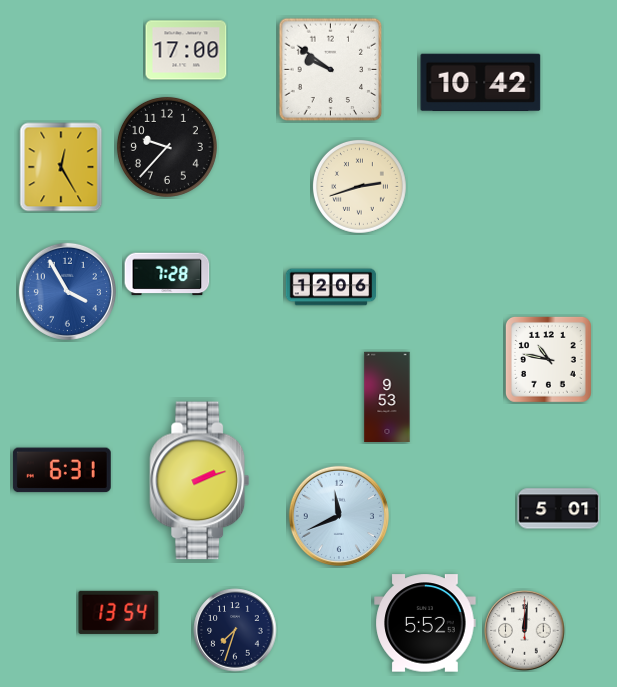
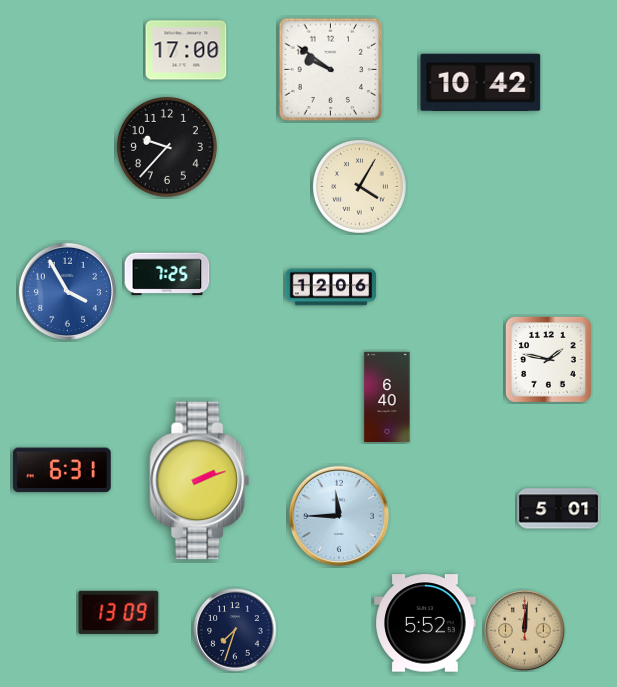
clock at (61, 167): 12:25 -> none
clock at (359, 186): 2:42 -> 4:05
clock at (167, 274): 7:28 -> 7:25
clock at (548, 359): 10:47 -> 1:47
clock at (387, 397): 9:53 -> 6:40
clock at (339, 516): 11:41 -> 11:45
clock at (119, 612): 13:54 -> 13:09
clock at (525, 631) dial: white -> champagne
